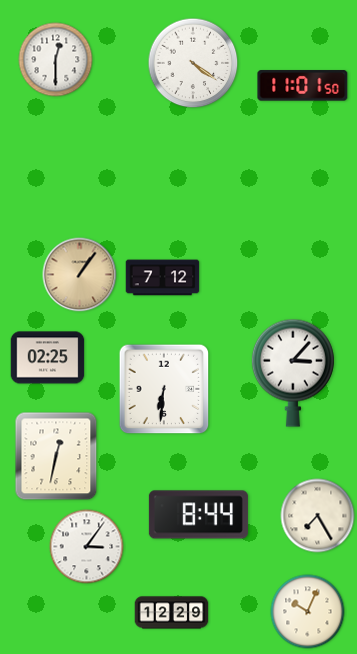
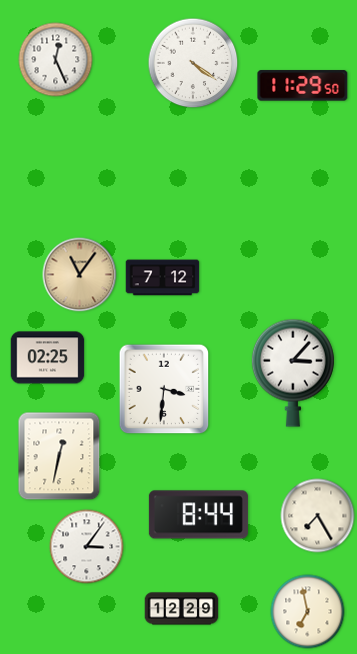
clock at (56, 60): 12:30 -> 12:26
clock at (303, 86): 11:01 -> 11:29
clock at (80, 275): 1:06 -> 11:06
clock at (164, 389): 6:31 -> 3:31
clock at (56, 456) position: (56, 456) -> (59, 456)
clock at (308, 612): 10:04 -> 6:58
clock at (172, 613) position: (172, 613) -> (182, 609)
